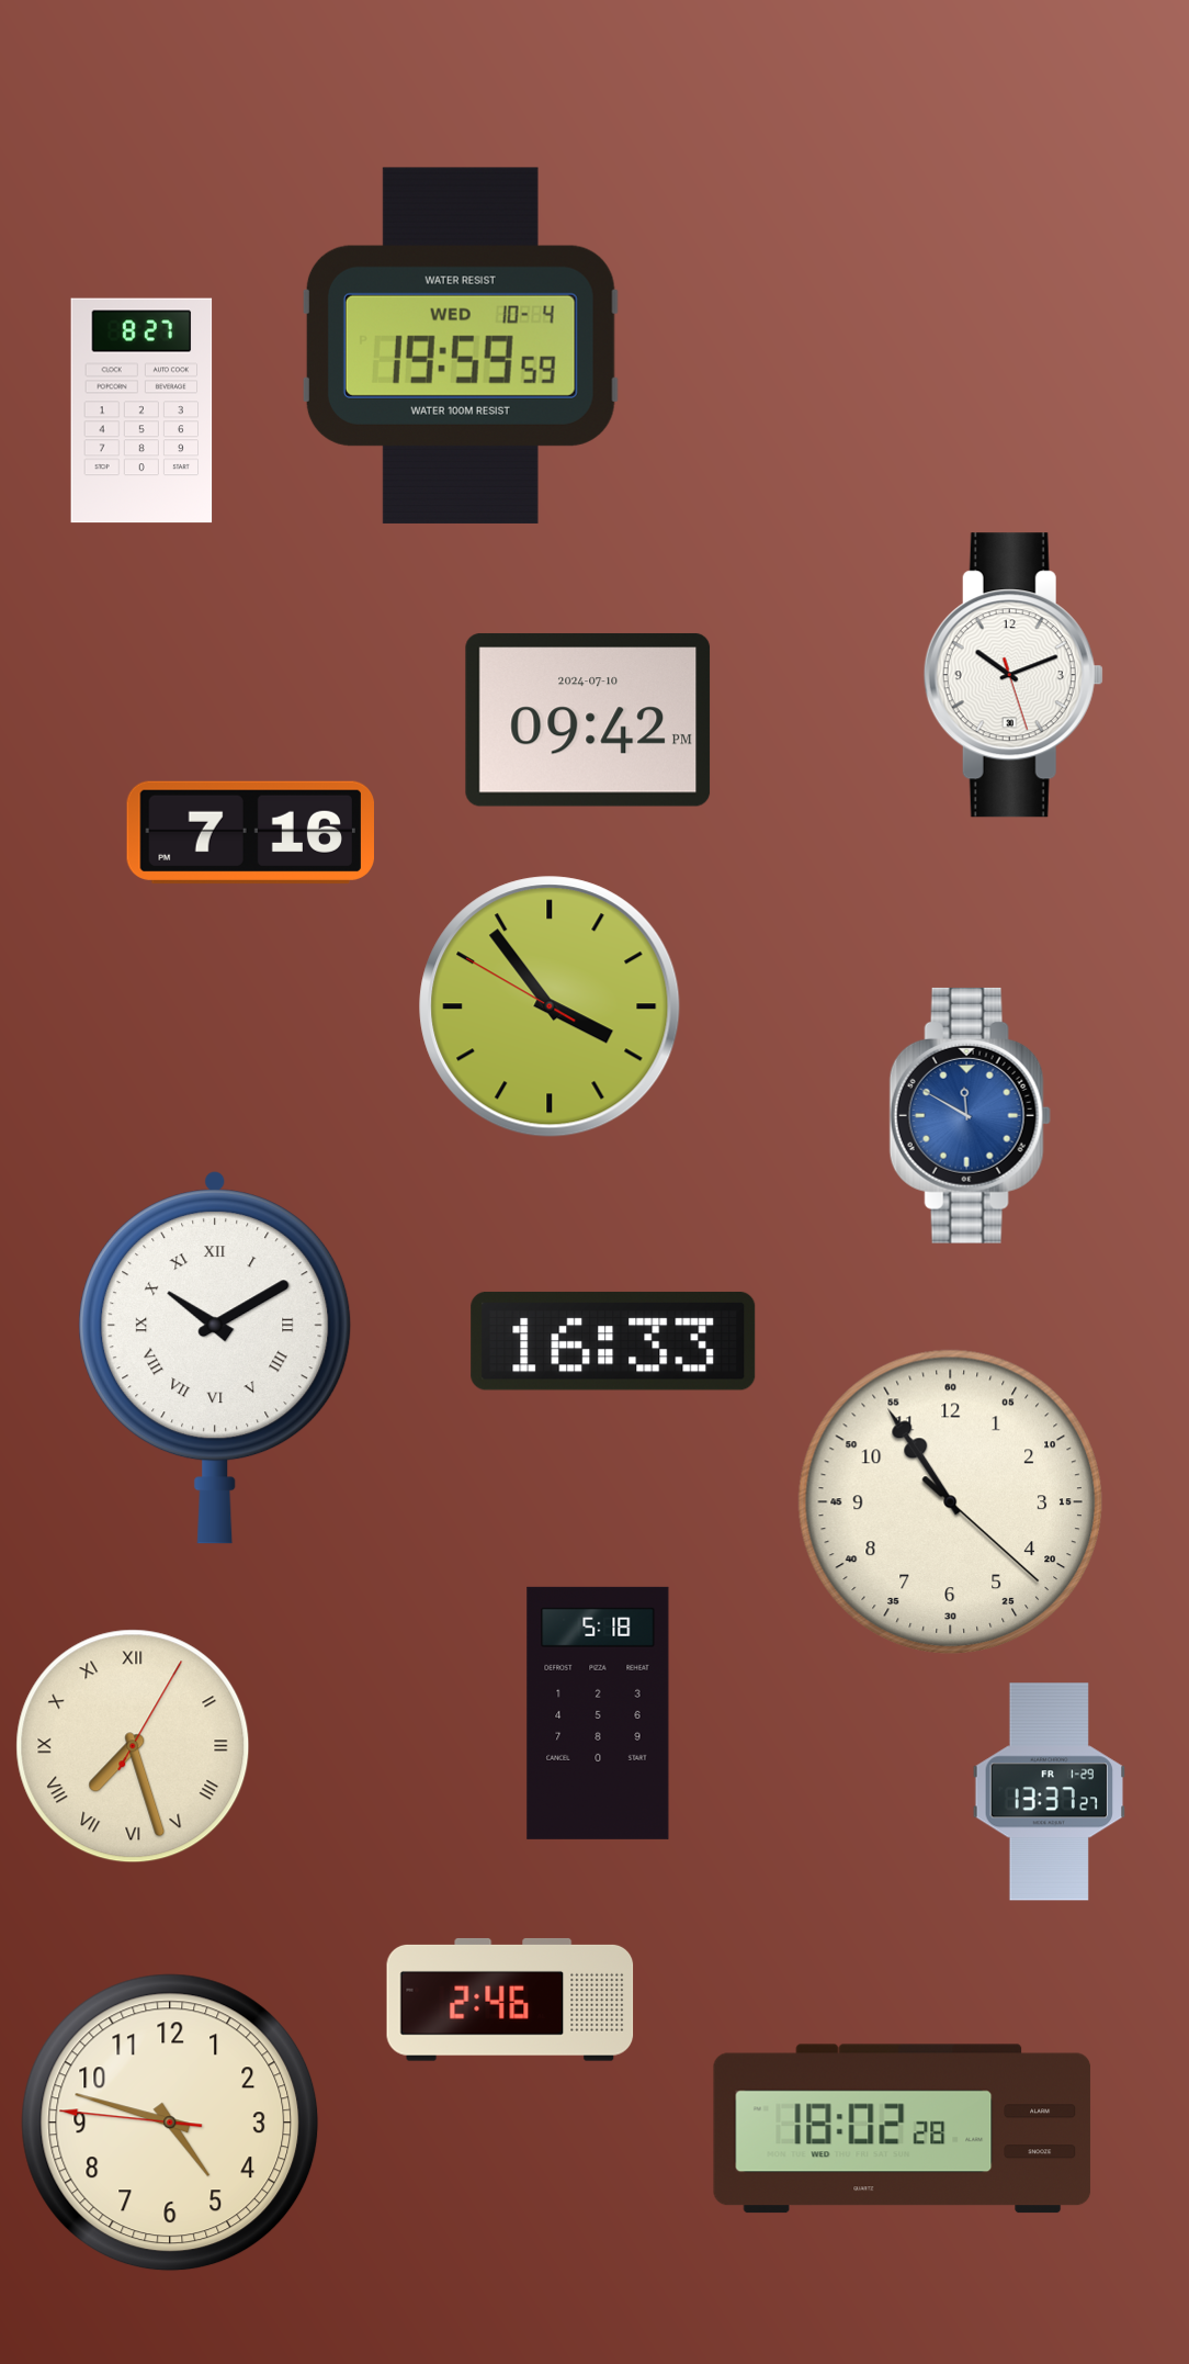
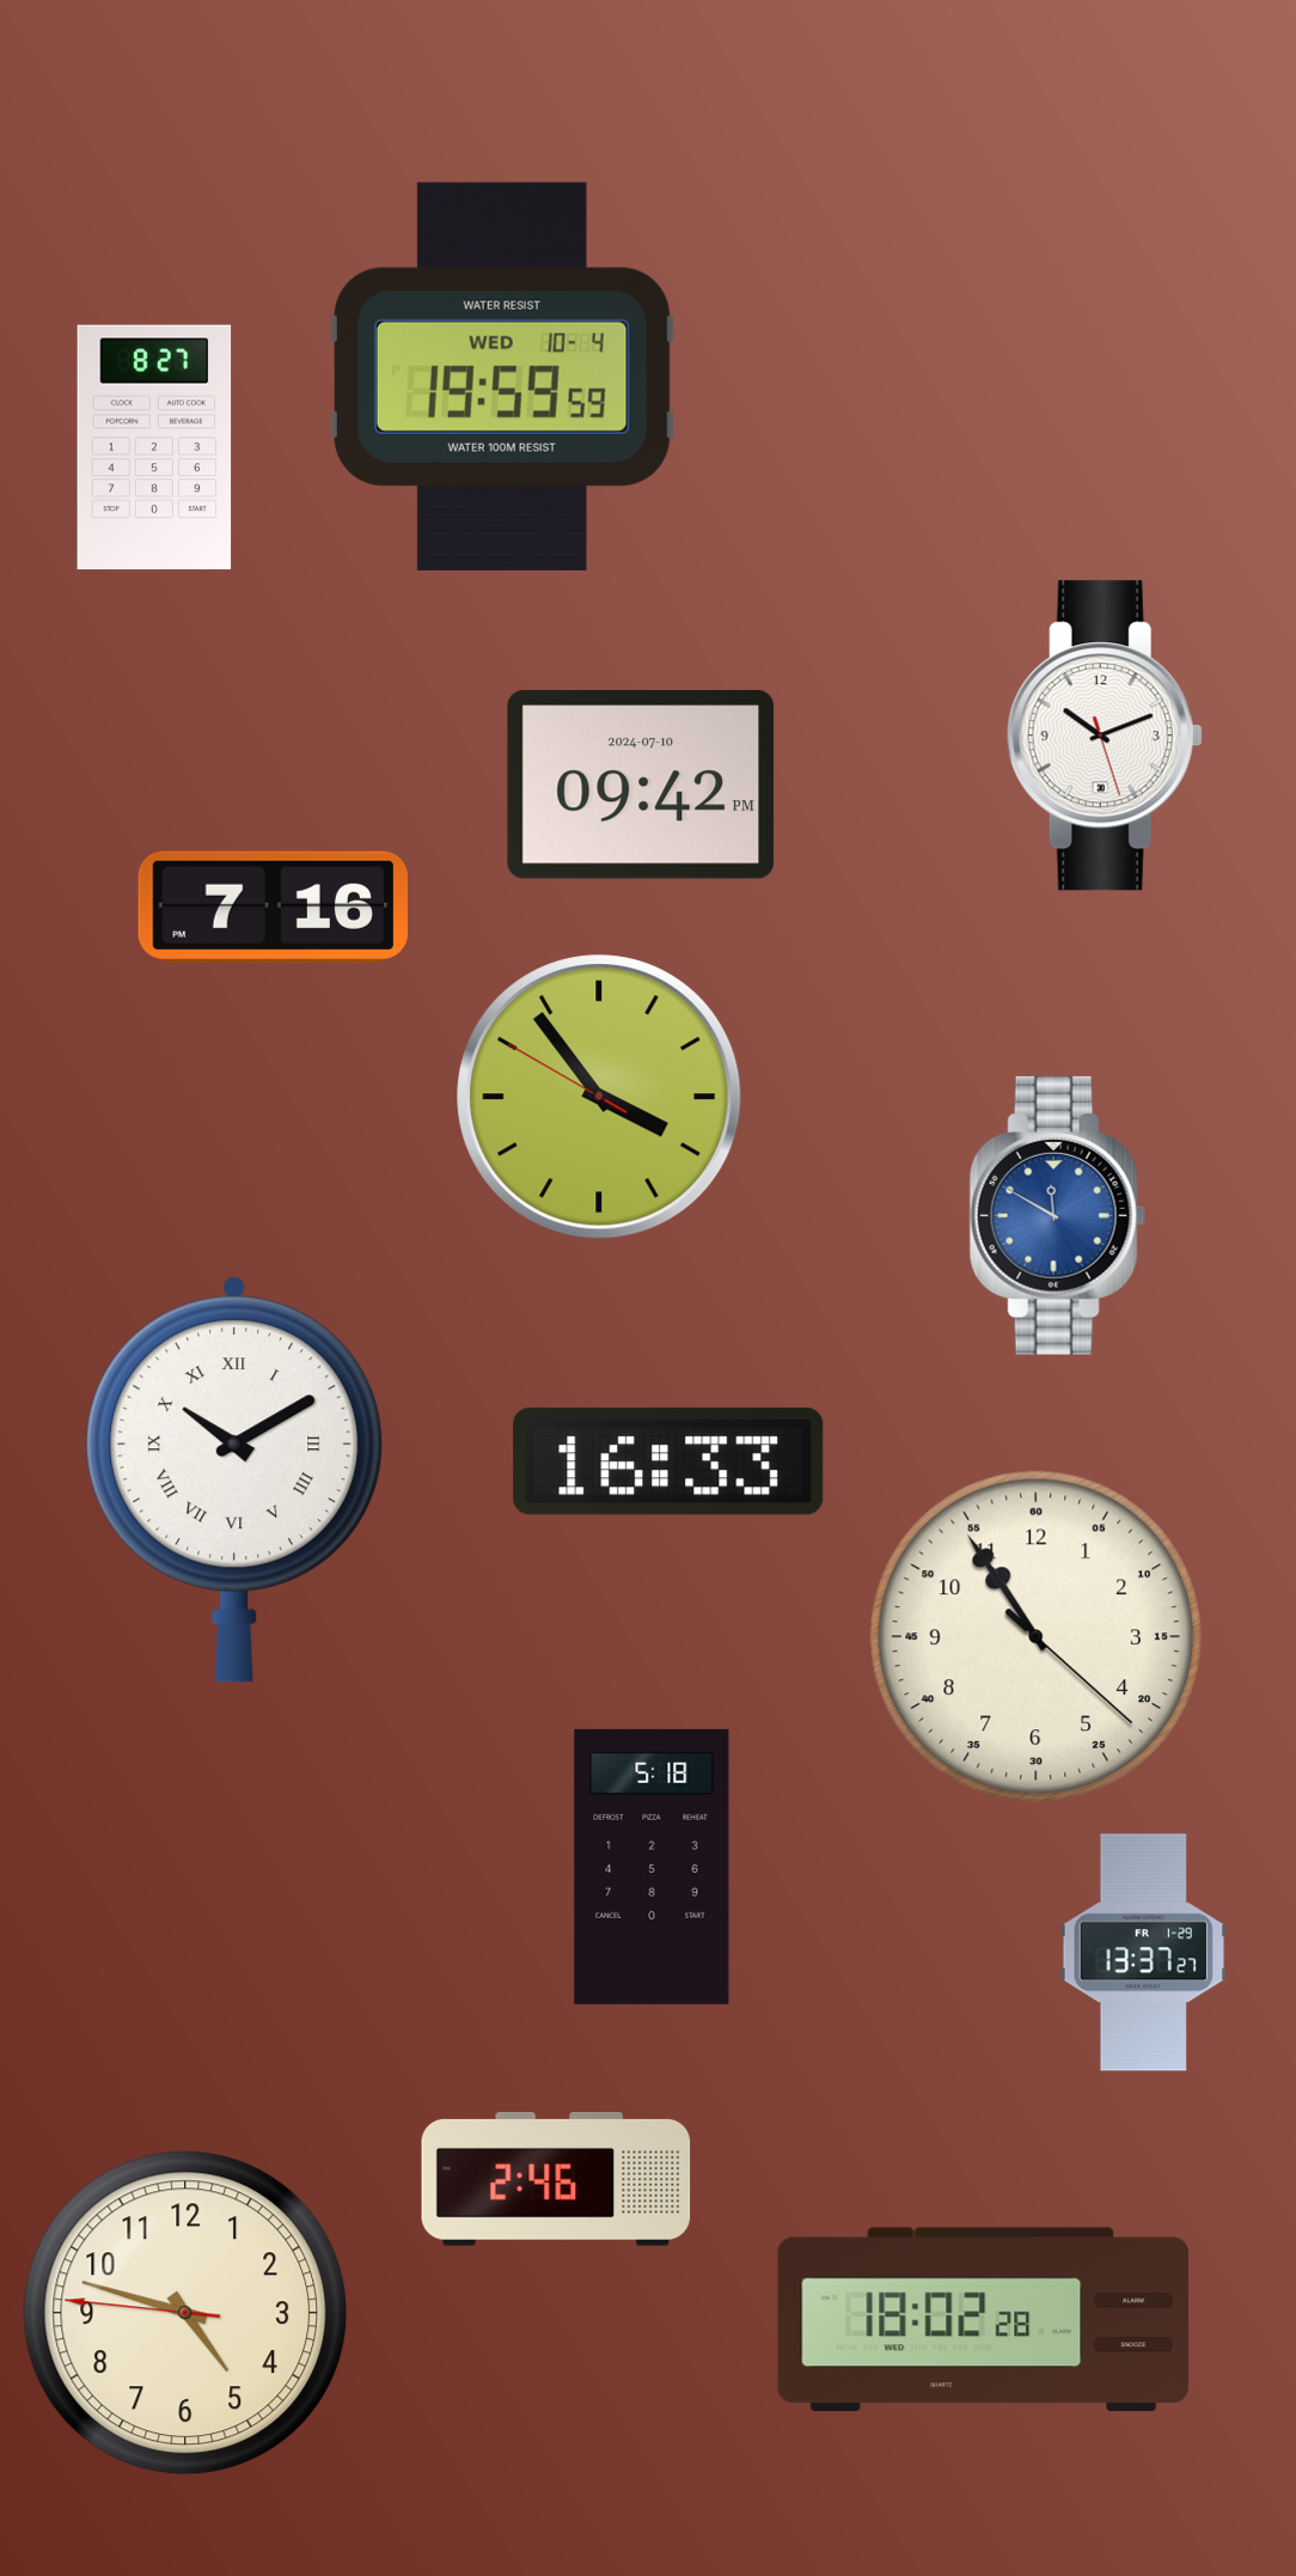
clock at (133, 1746): 7:27 -> none
